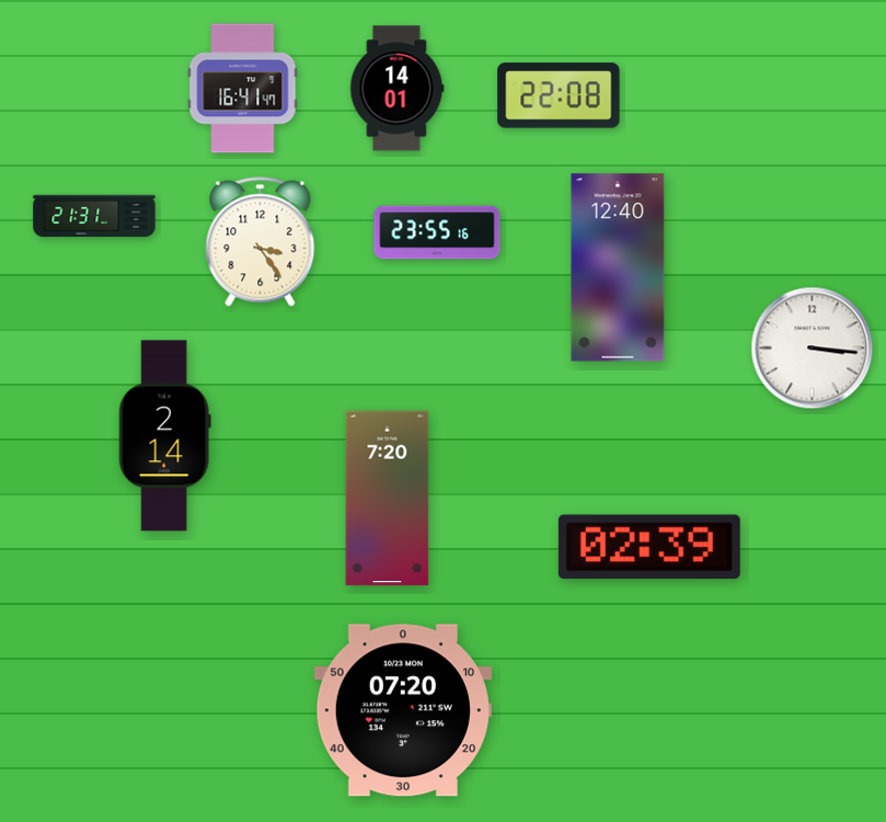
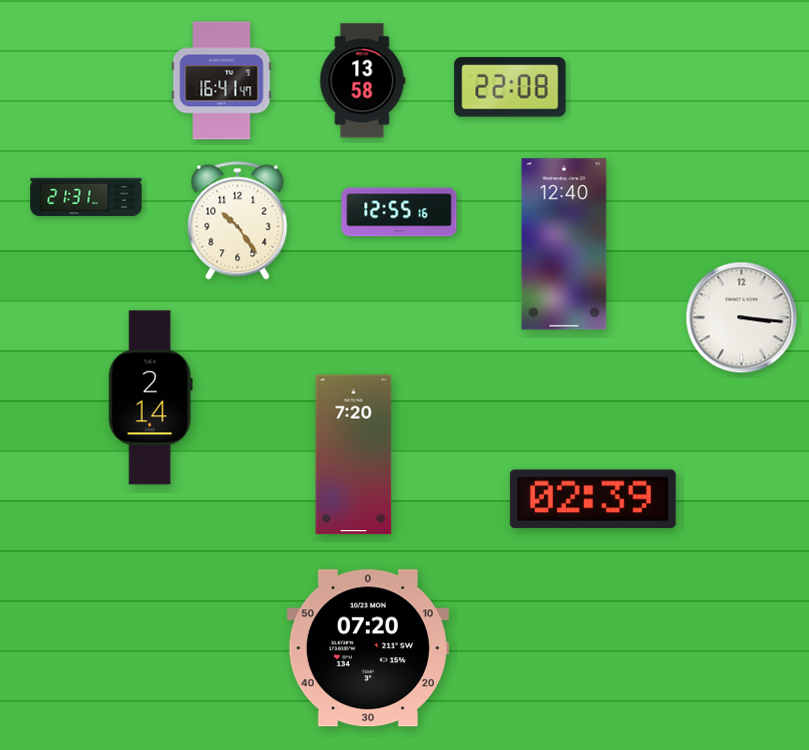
clock at (398, 89): 14:01 -> 13:58
clock at (437, 232): 23:55 -> 12:55
clock at (261, 242): 3:24 -> 10:24
